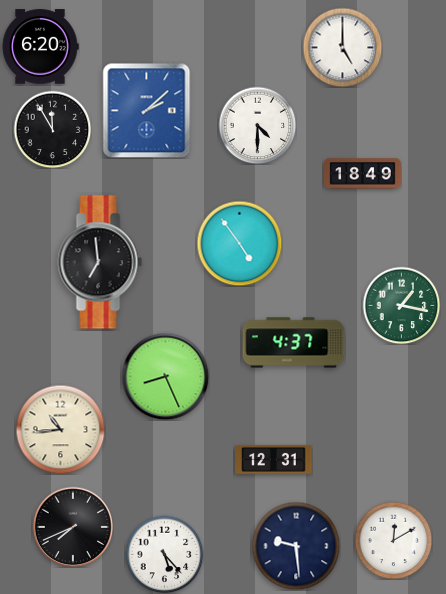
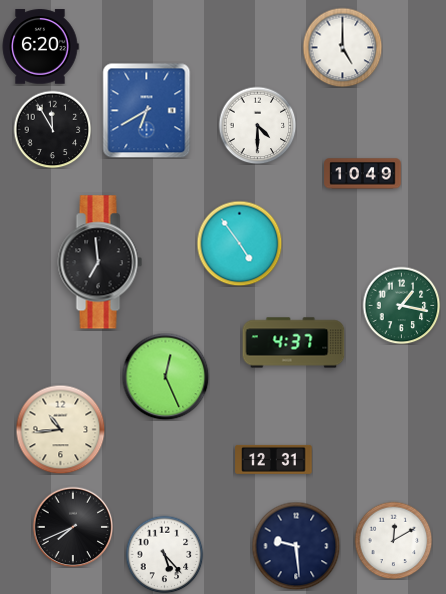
clock at (147, 110): 2:08 -> 6:40
clock at (363, 174): 18:49 -> 10:49
clock at (165, 376): 8:26 -> 12:26
